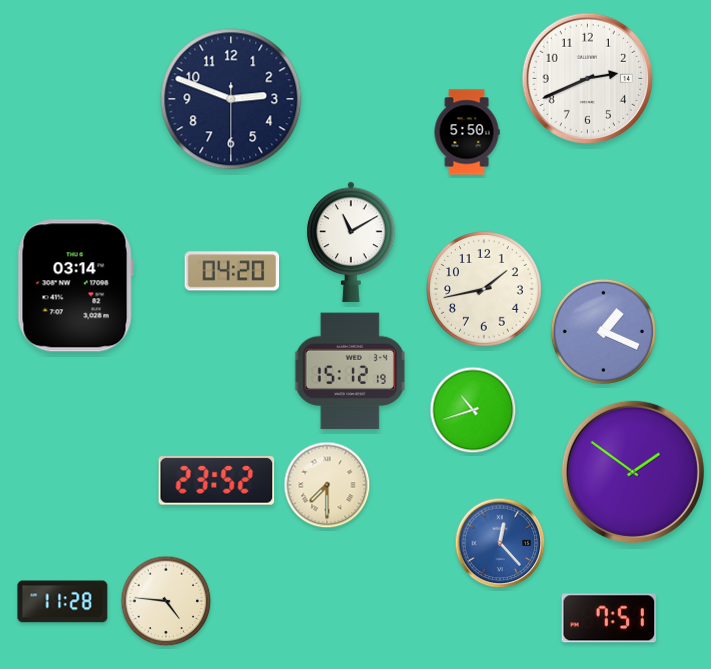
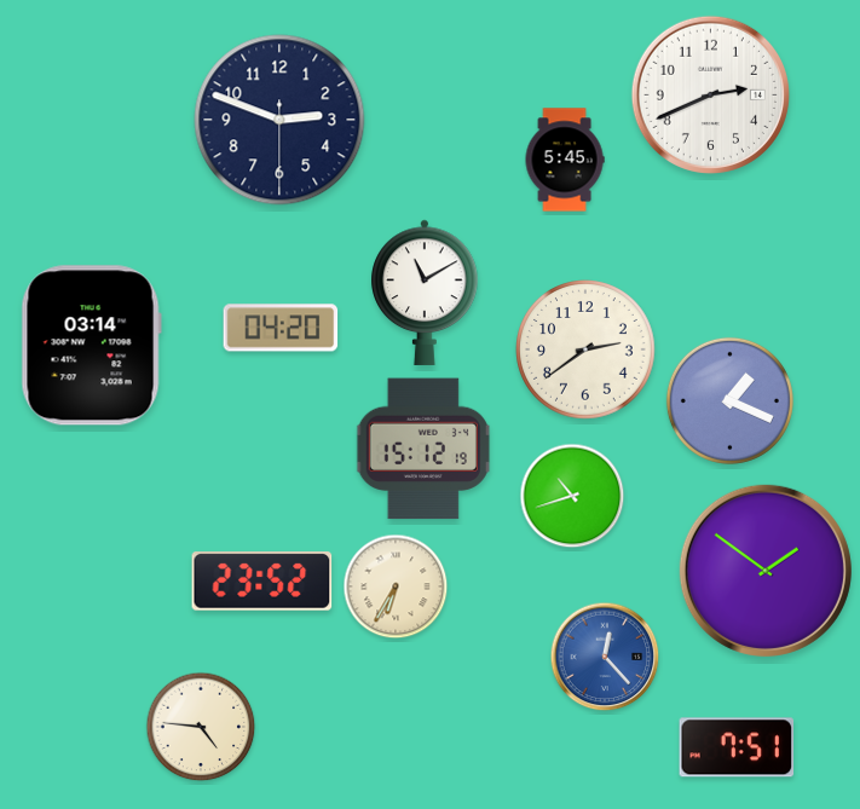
clock at (467, 132): 5:50 -> 5:45
clock at (485, 290): 1:43 -> 2:39
clock at (327, 485): 7:30 -> 6:35
clock at (63, 602): 11:28 -> none
